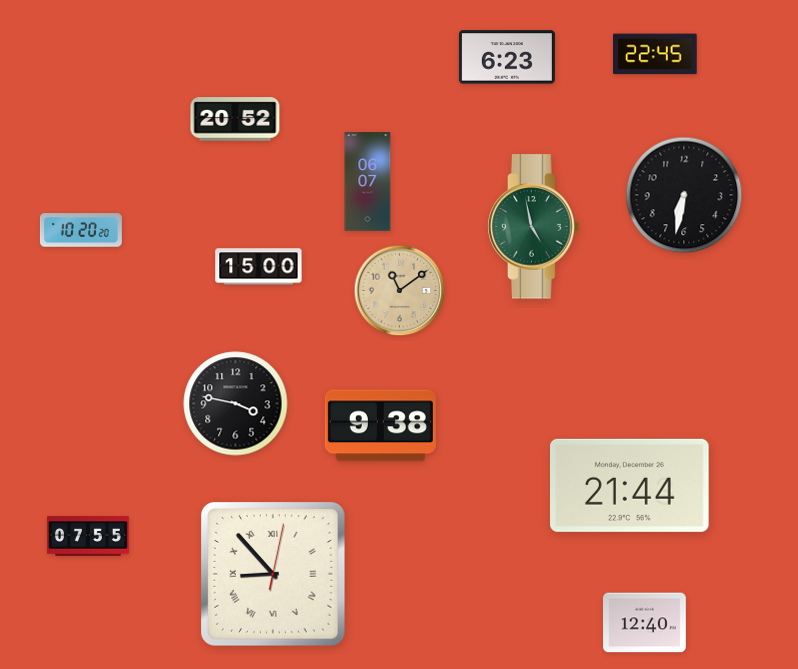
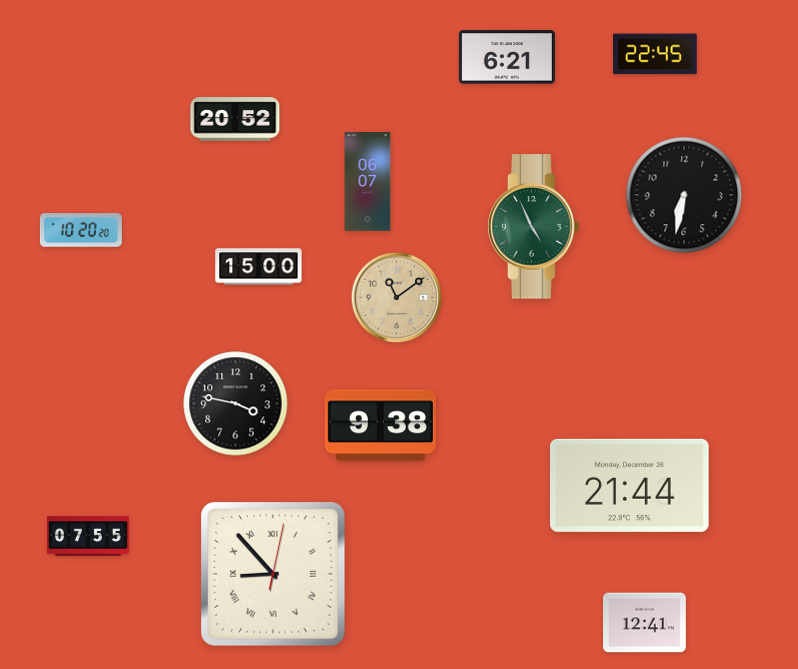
clock at (507, 57): 6:23 -> 6:21
clock at (534, 227): 4:58 -> 4:56
clock at (400, 291) position: (400, 291) -> (397, 298)
clock at (645, 623): 12:40 -> 12:41
